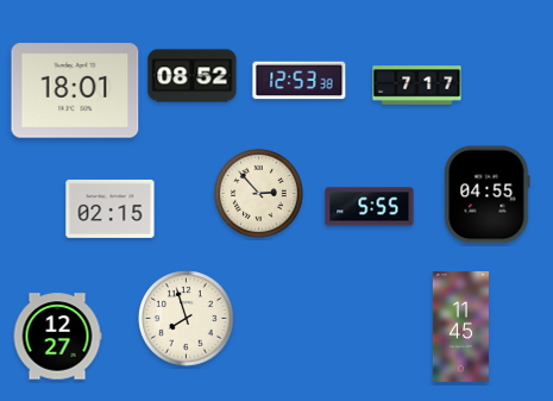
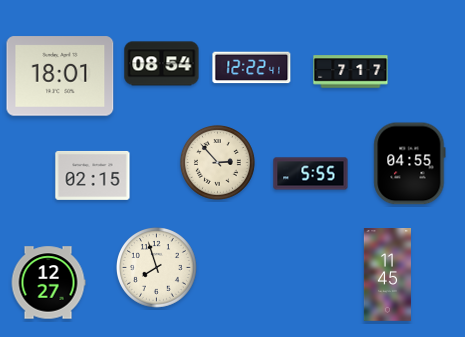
clock at (193, 76): 08:52 -> 08:54
clock at (300, 81): 12:53 -> 12:22
clock at (75, 90) position: (75, 90) -> (60, 76)
